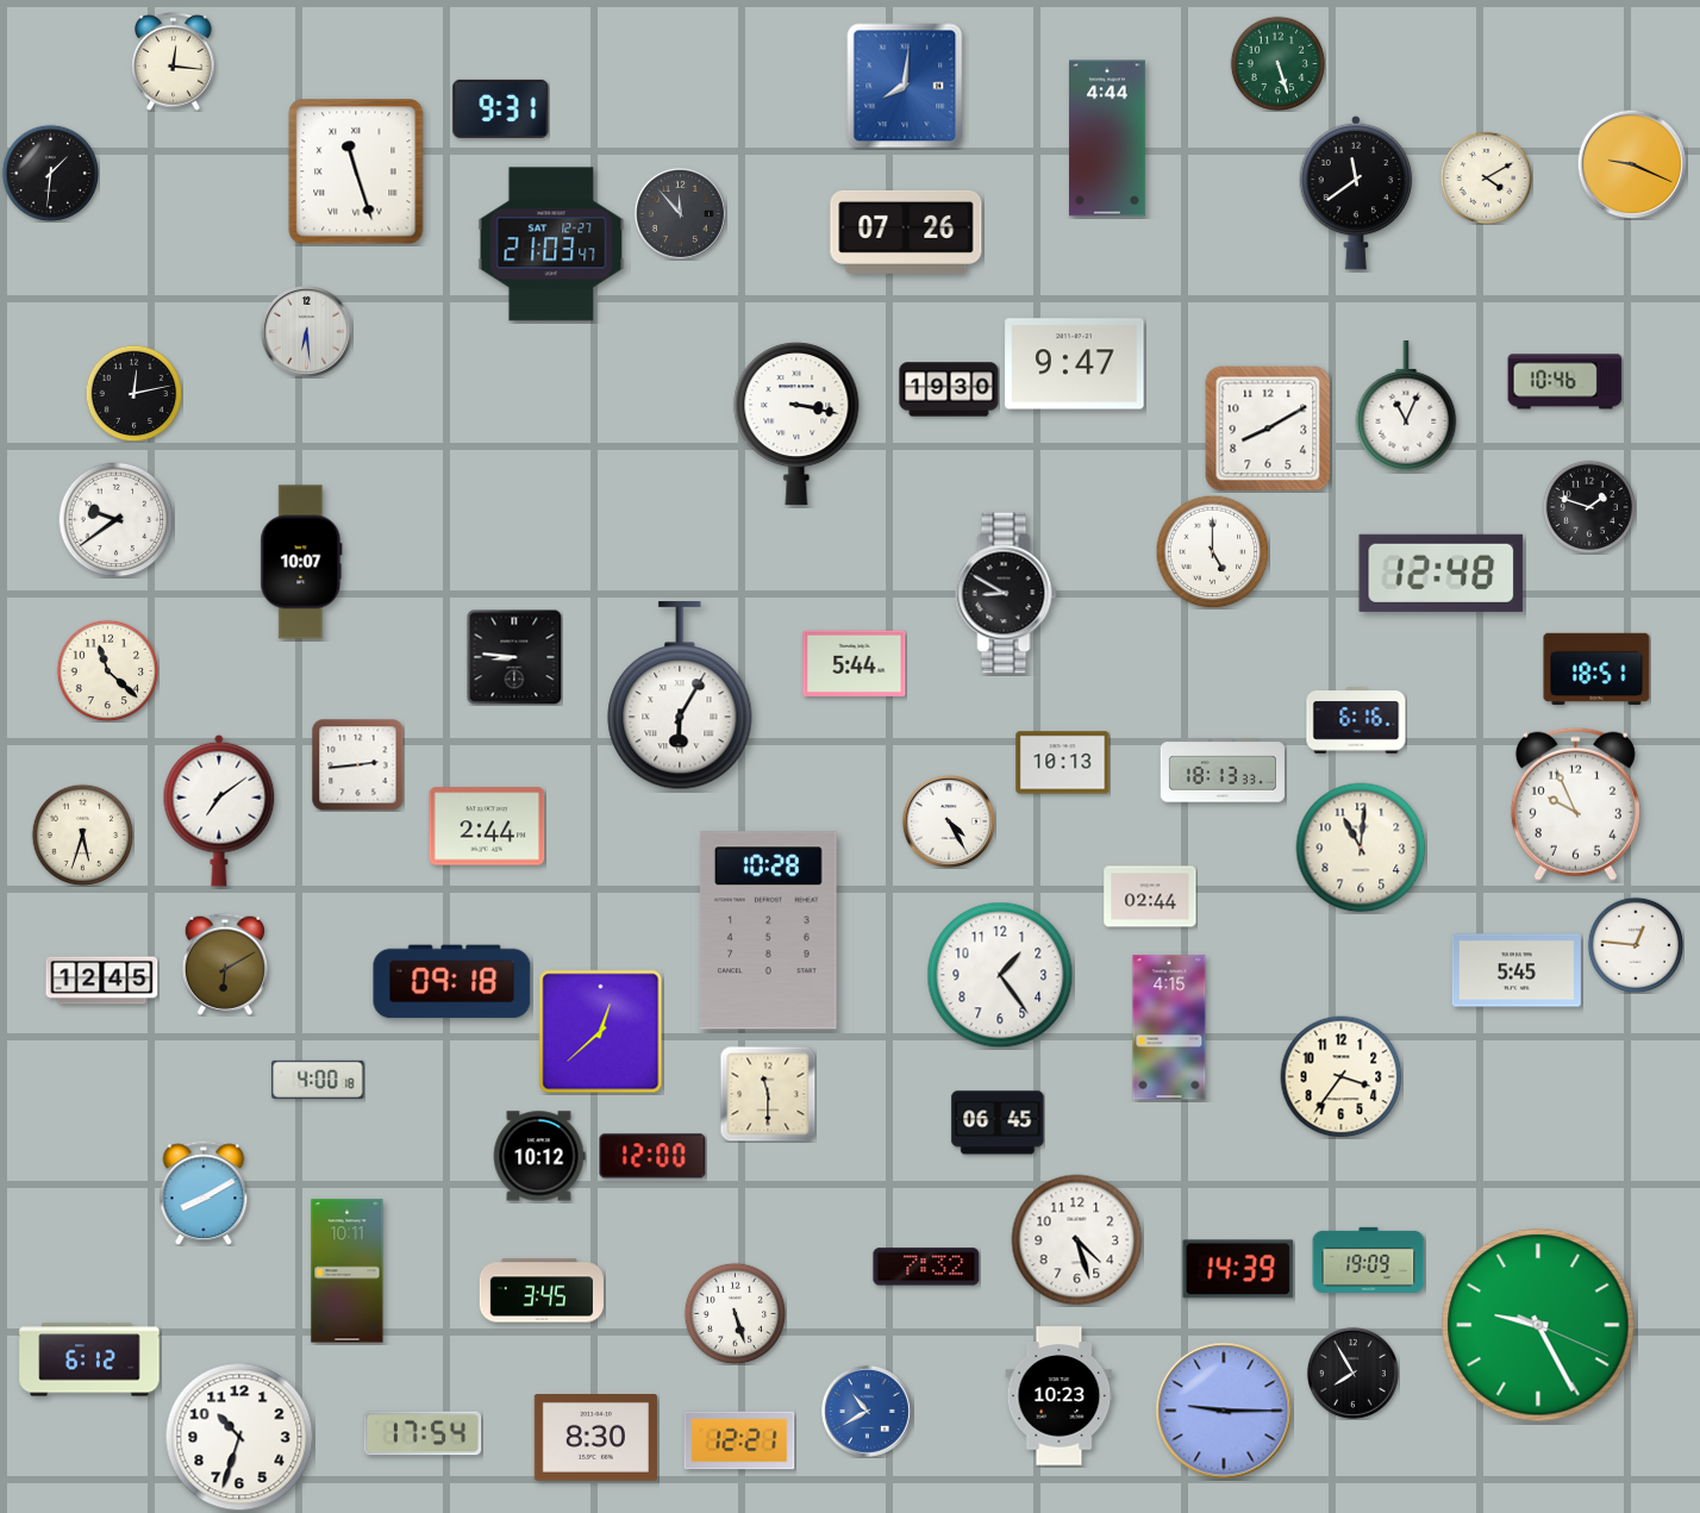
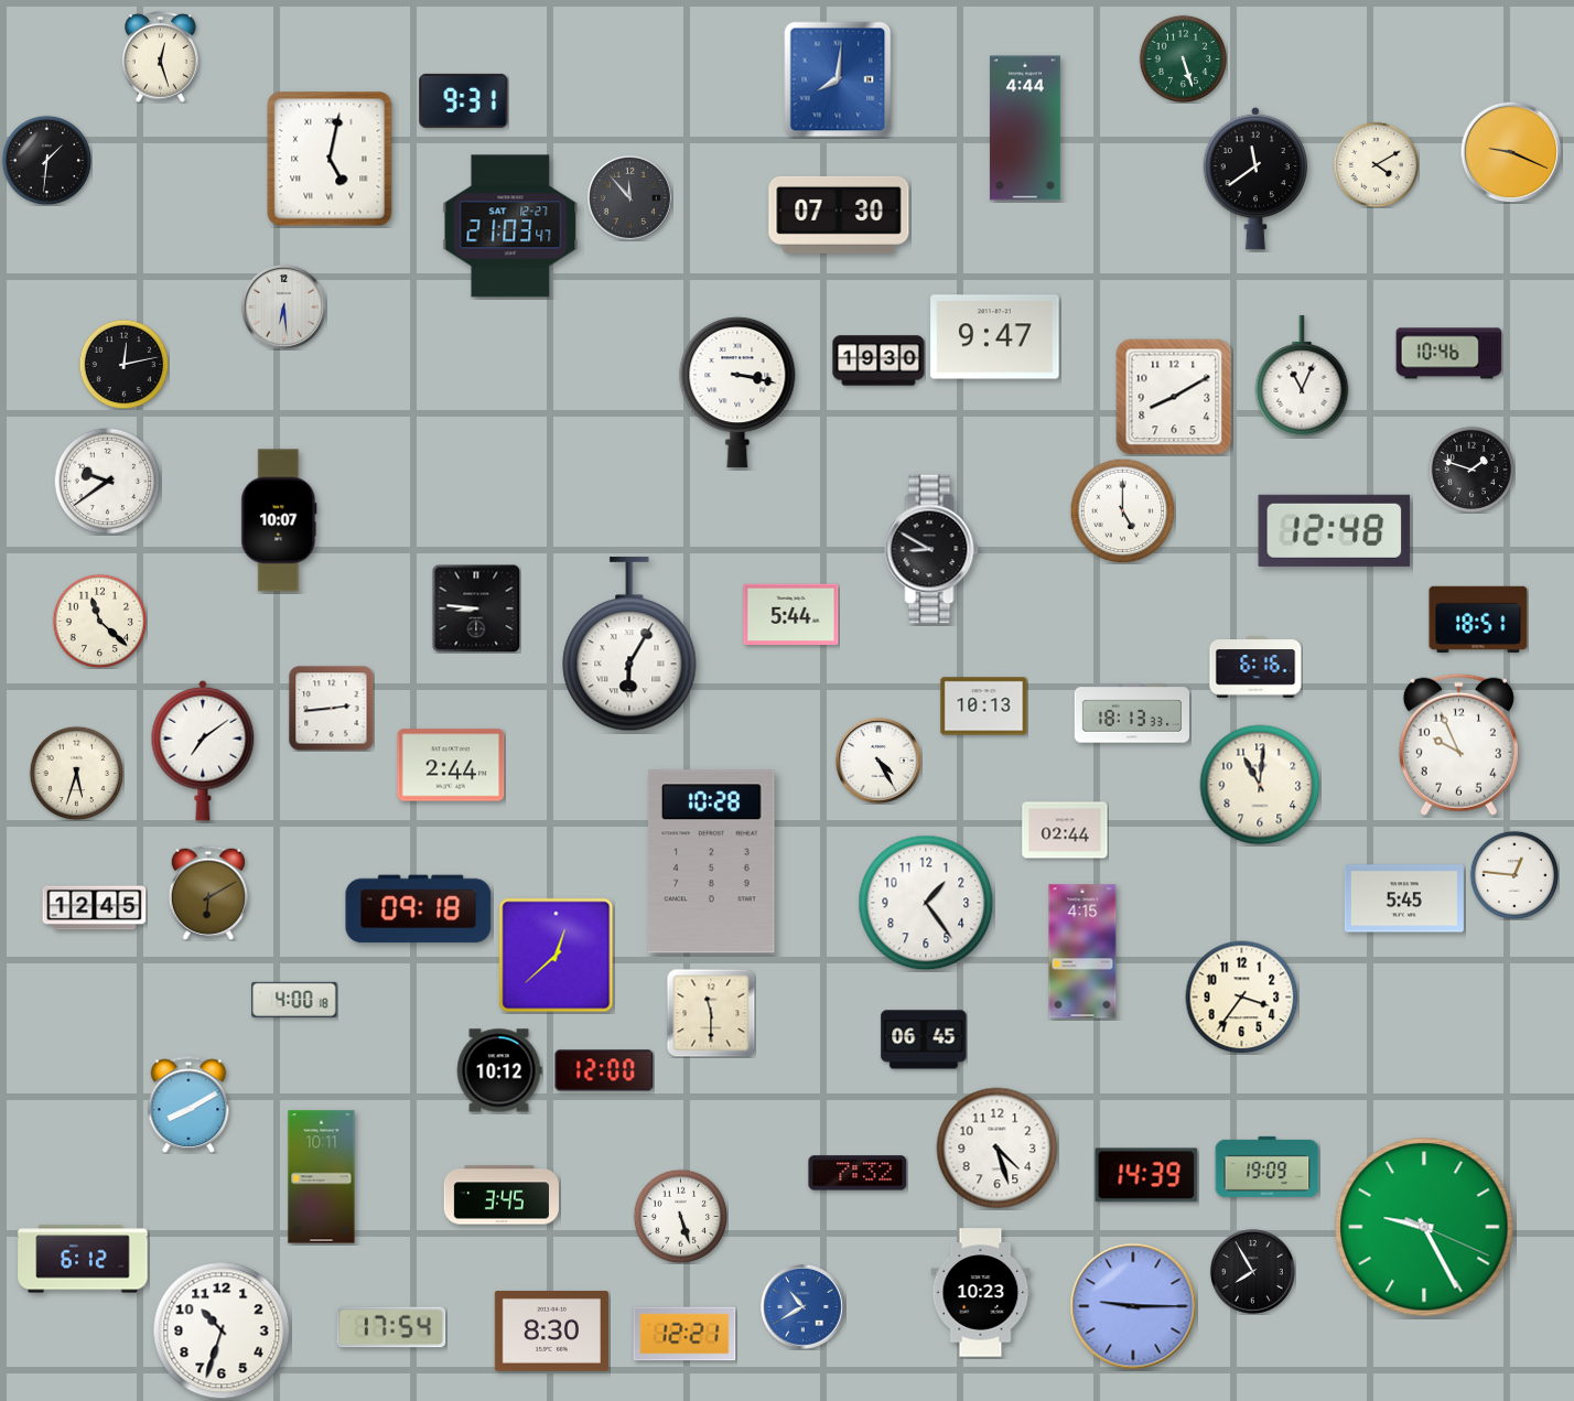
clock at (174, 62): 12:16 -> 12:27
clock at (356, 171): 11:27 -> 5:02
clock at (906, 232): 07:26 -> 07:30
